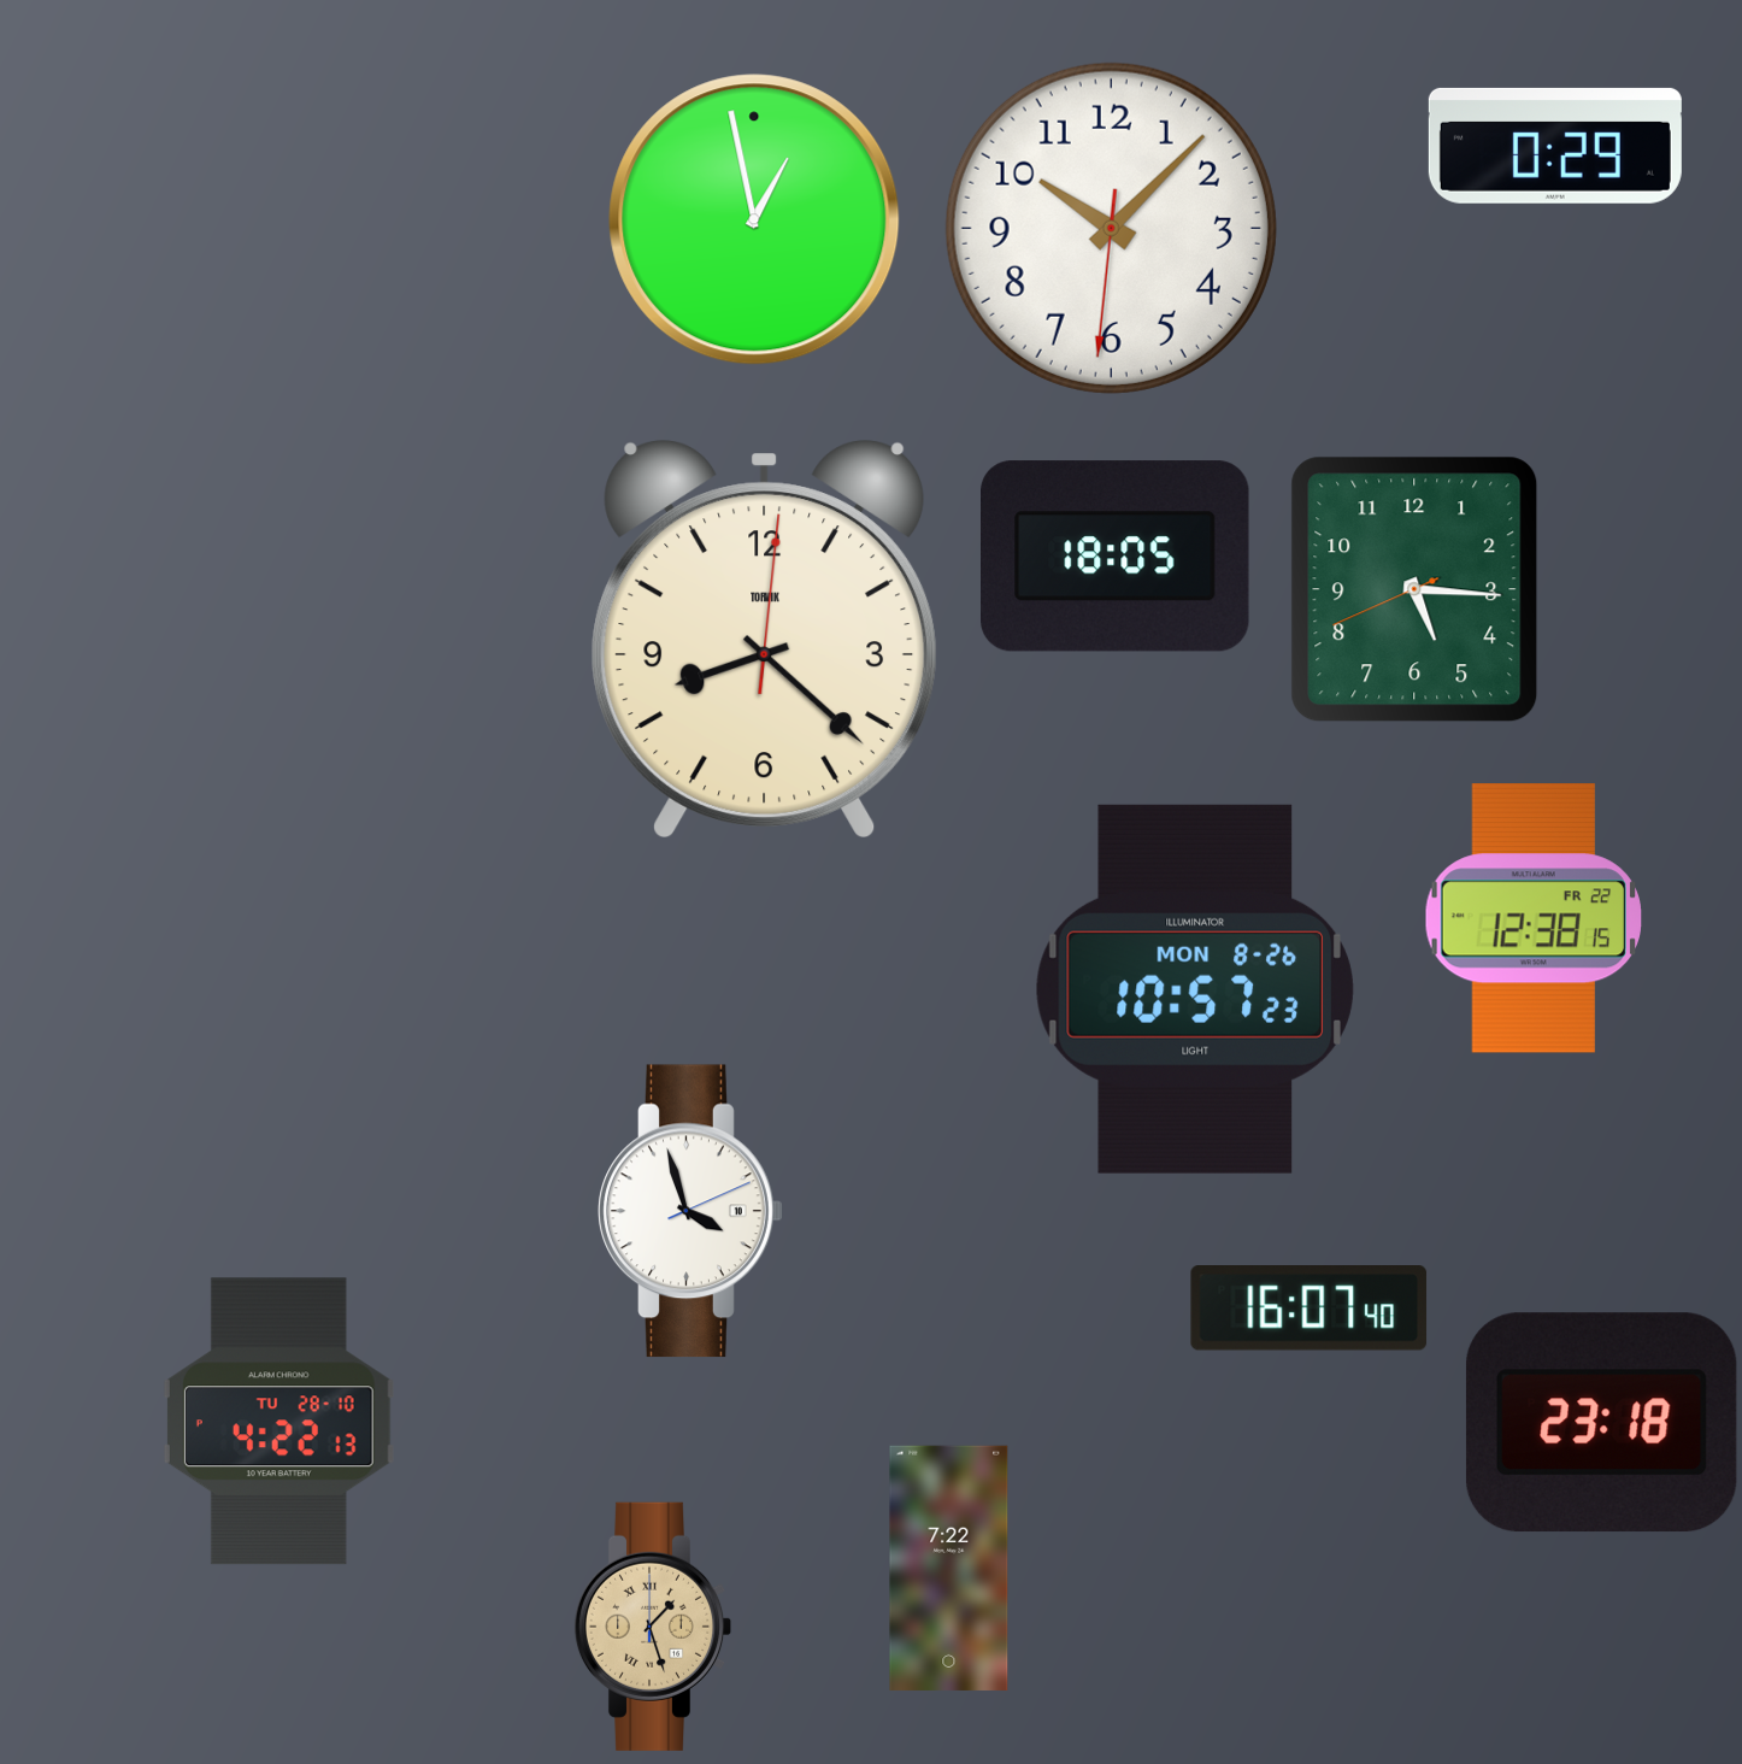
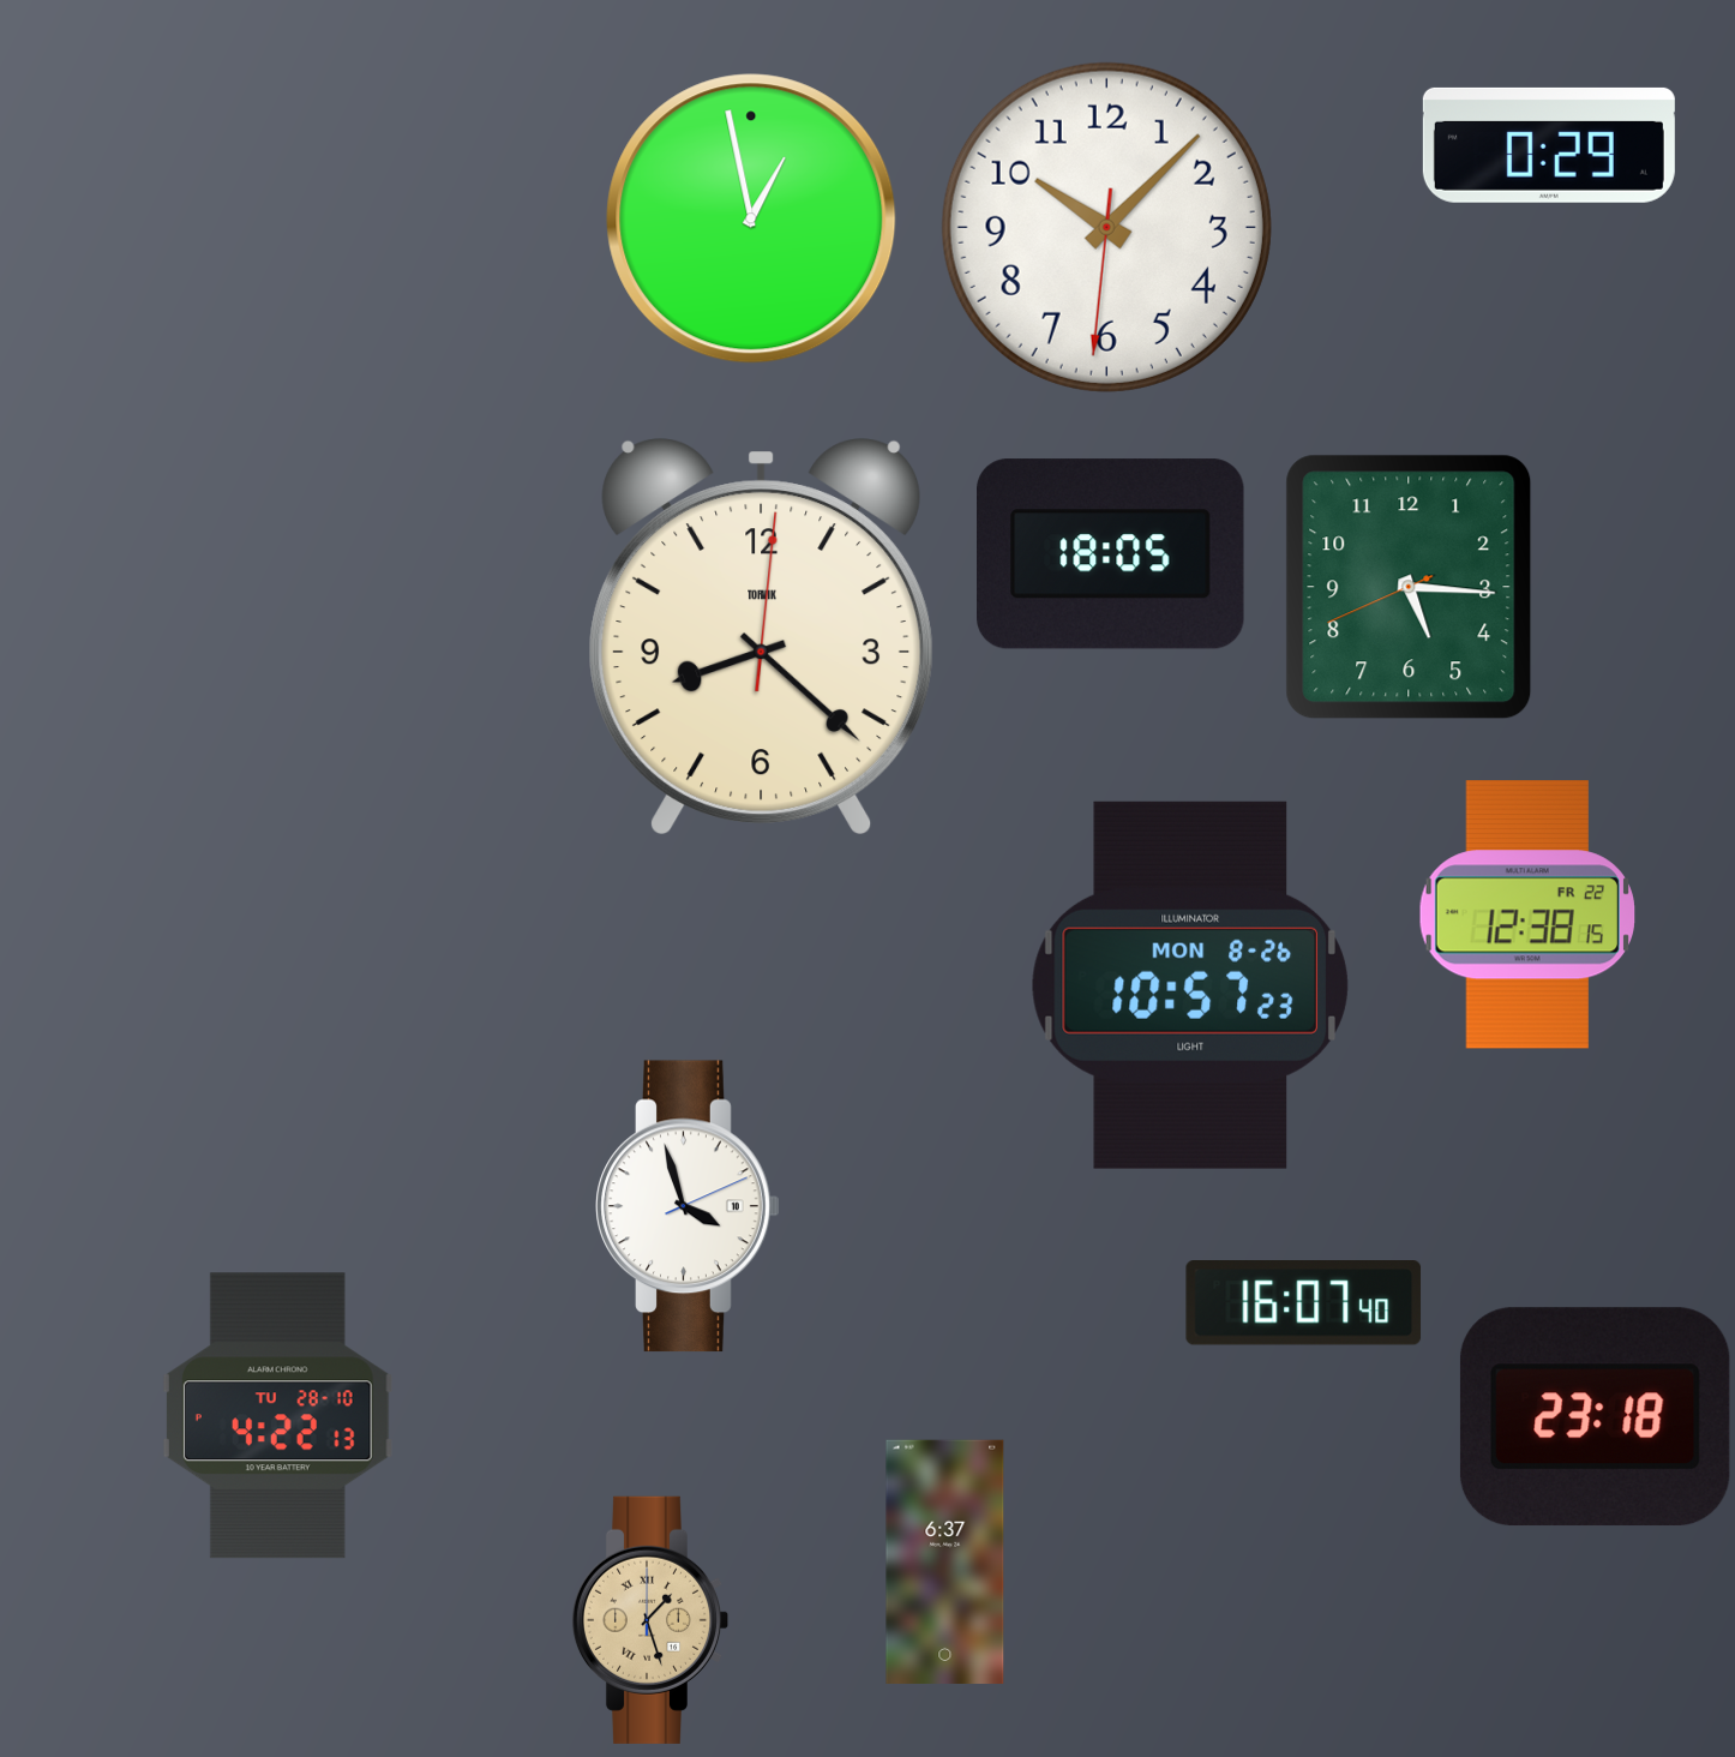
clock at (949, 1568): 7:22 -> 6:37
